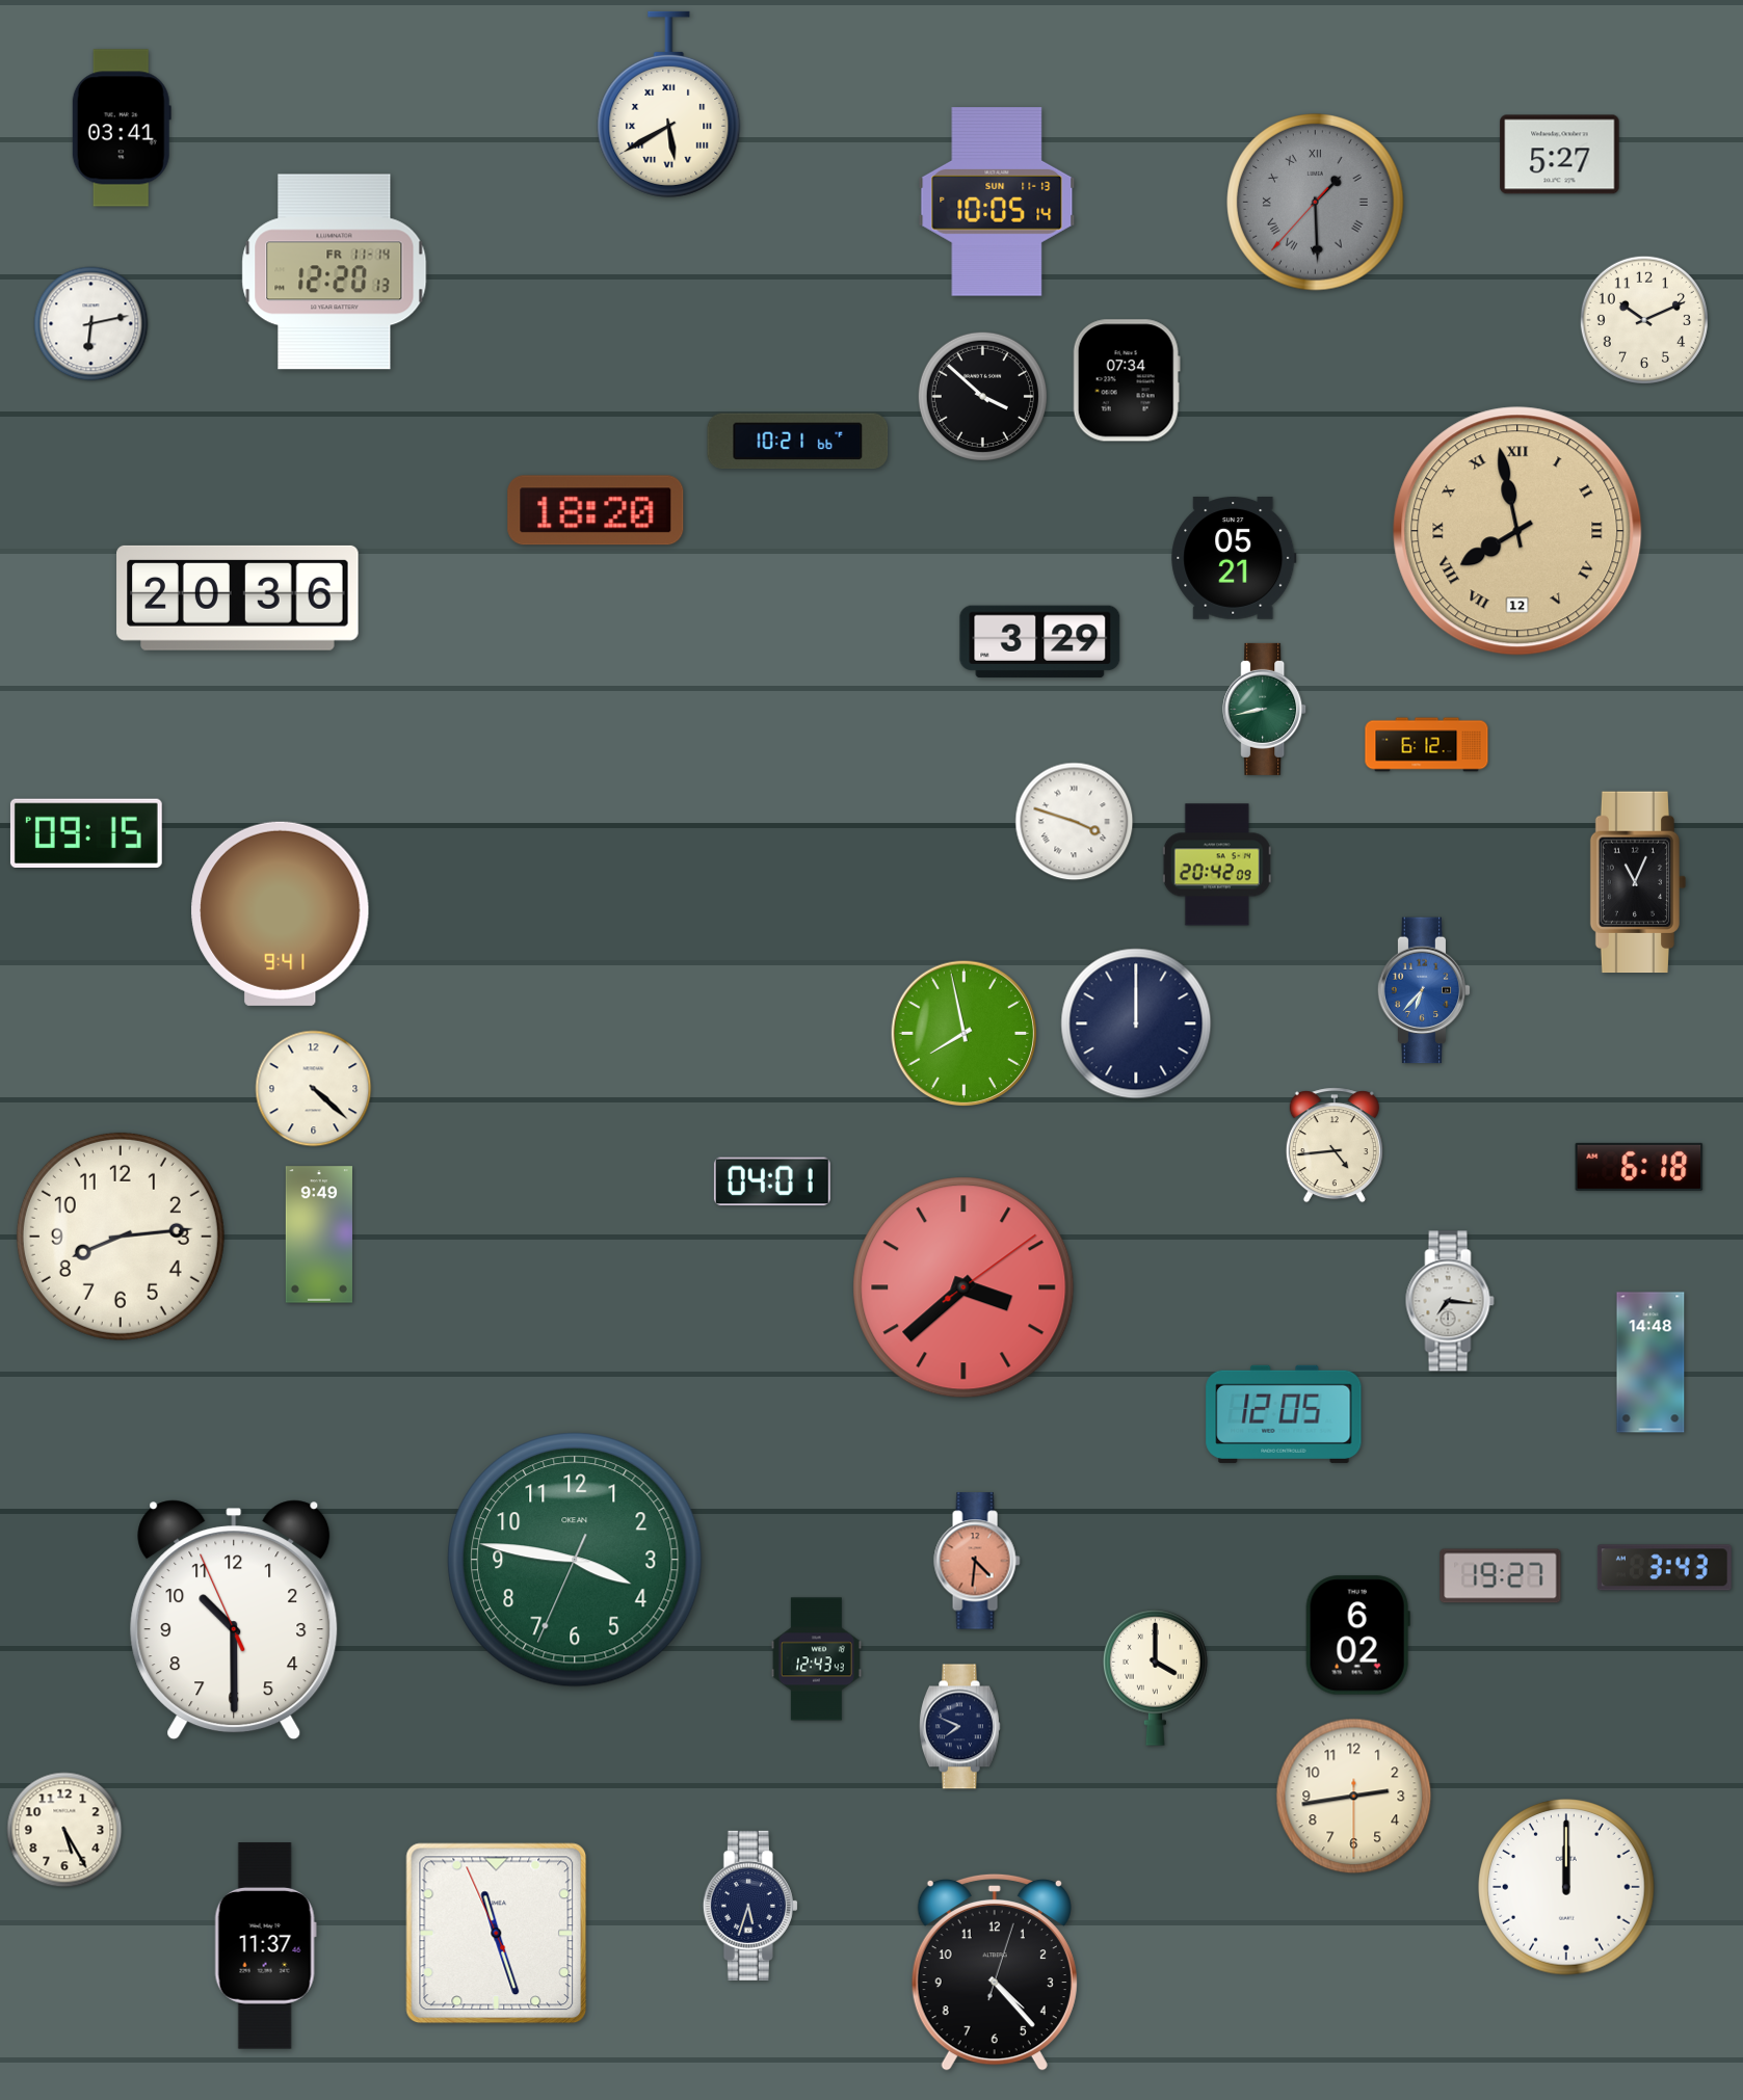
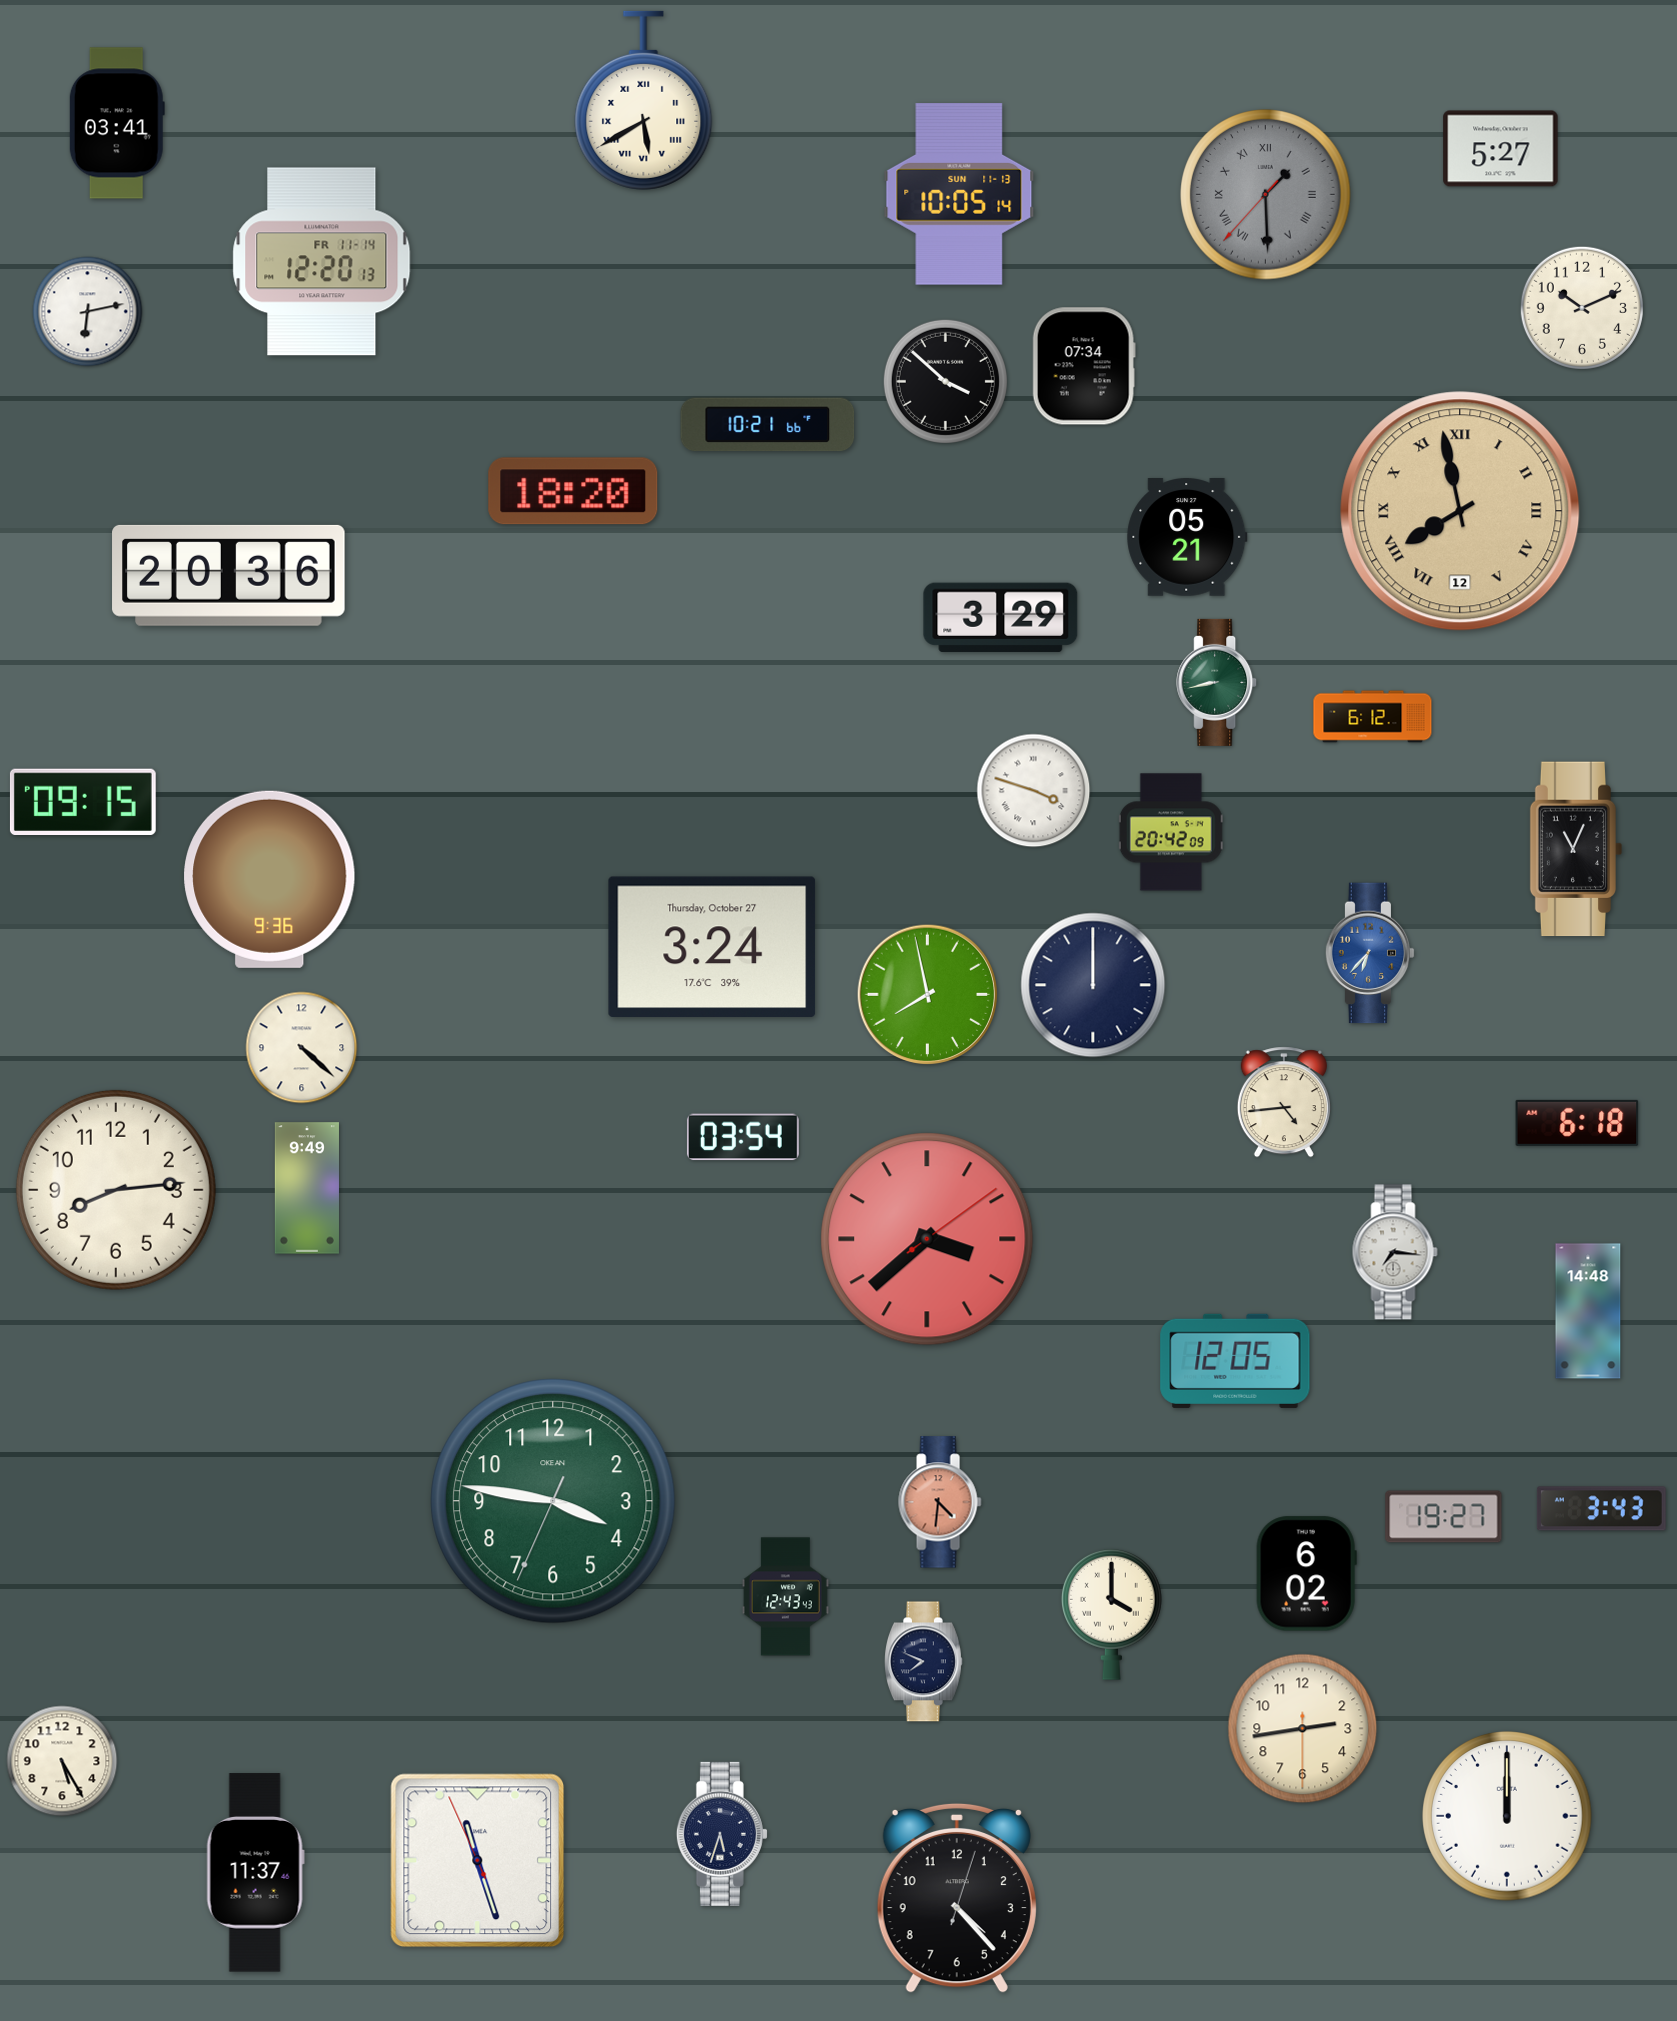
clock at (281, 913): 9:41 -> 9:36
clock at (712, 946): none -> 3:24
clock at (772, 1181): 04:01 -> 03:54
clock at (234, 1620): 10:29 -> none
